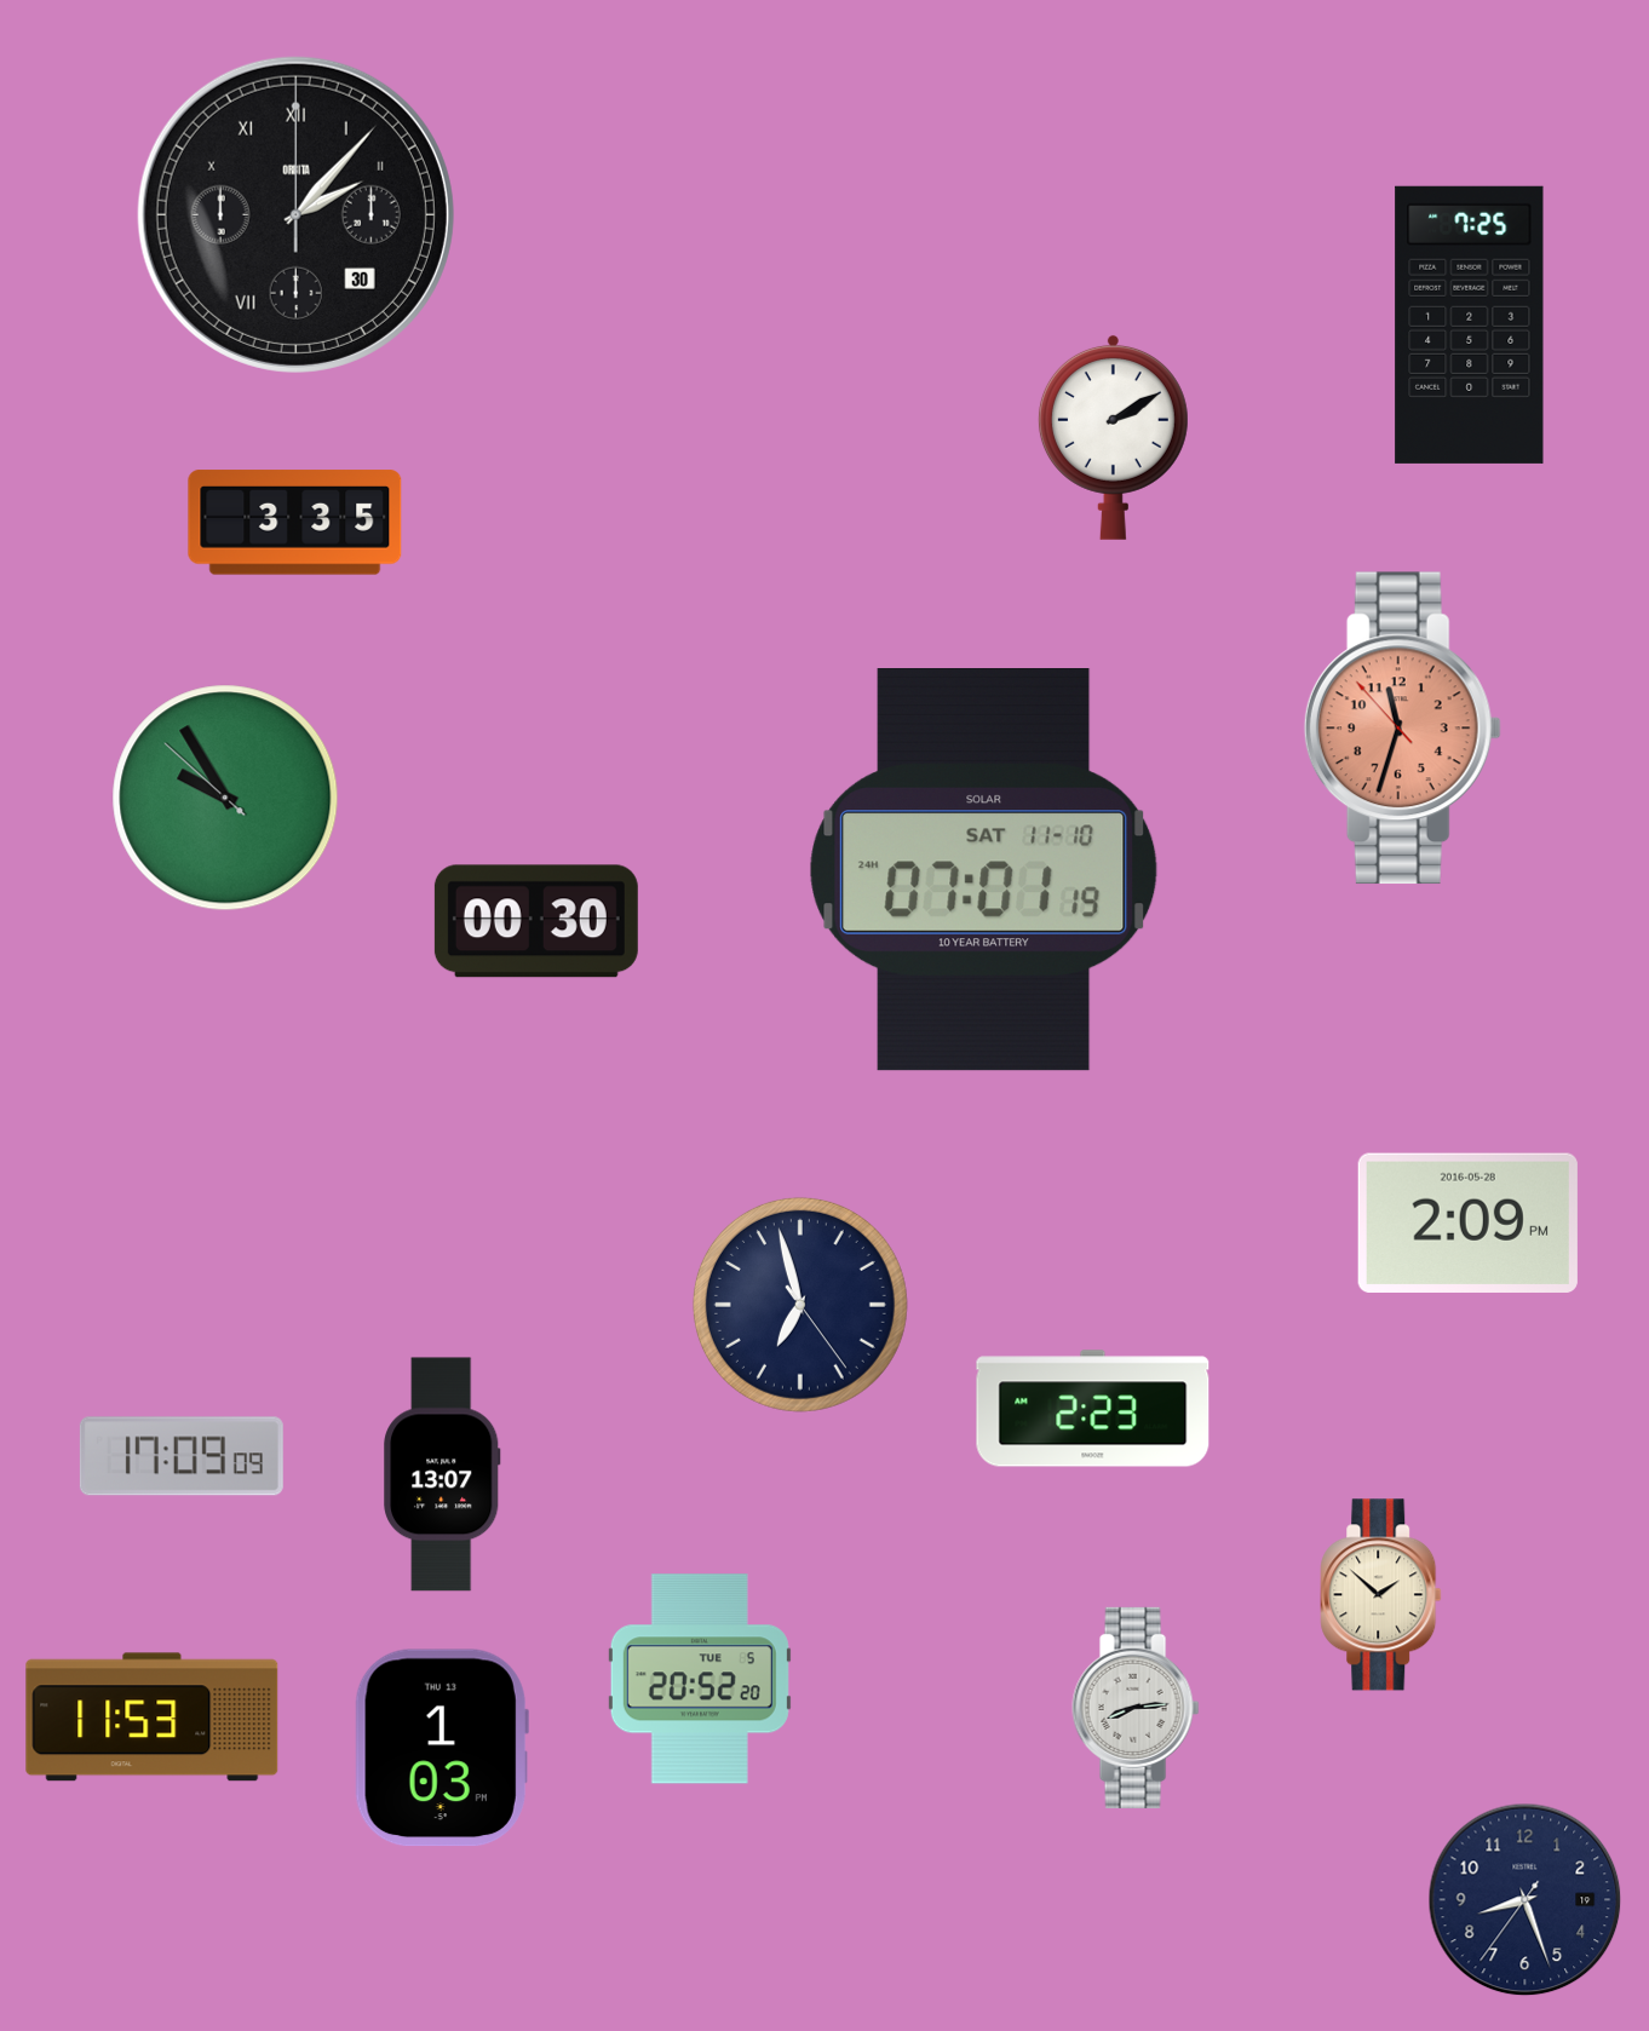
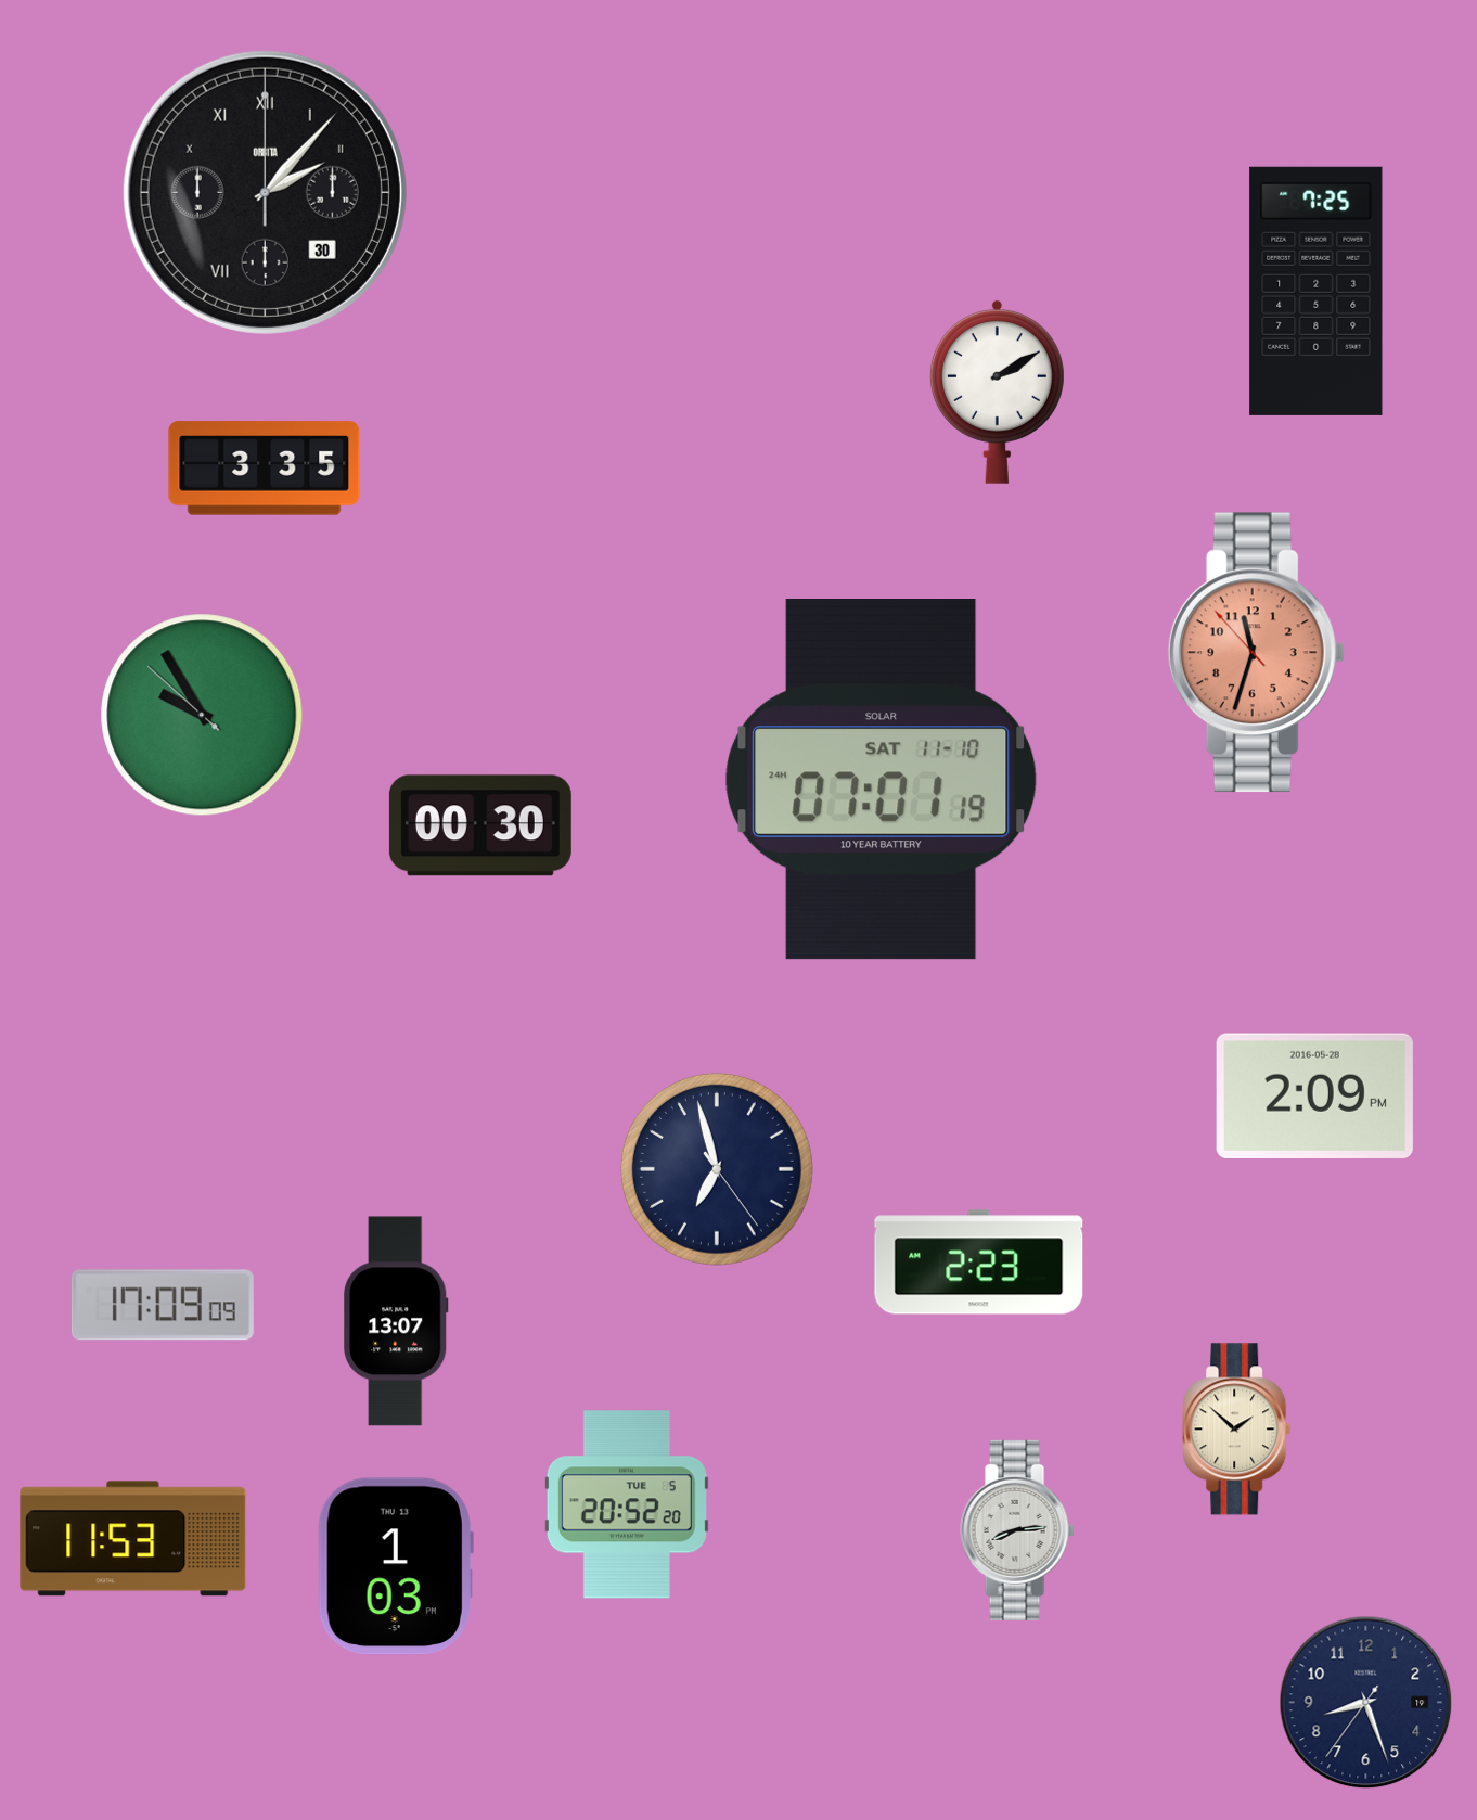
clock at (153, 1718) position: (153, 1718) -> (133, 1539)
